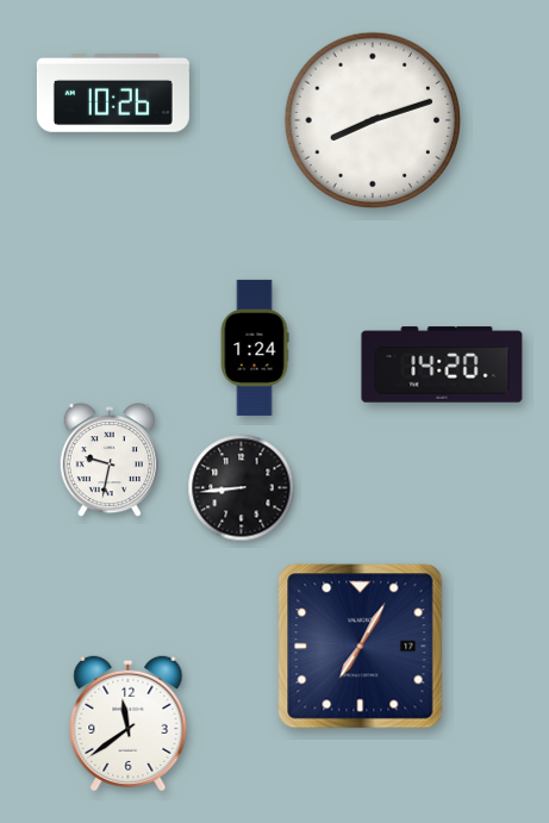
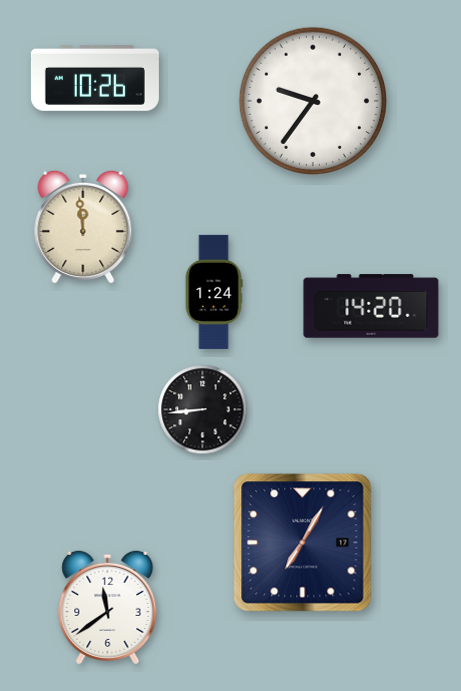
clock at (372, 119): 8:12 -> 9:36
clock at (83, 227): none -> 11:59
clock at (110, 461): 9:32 -> none
